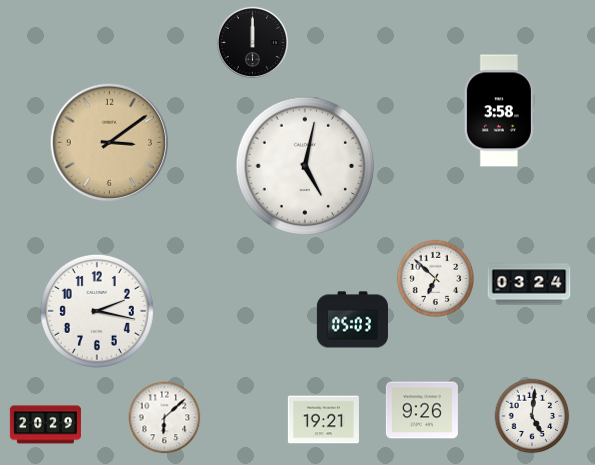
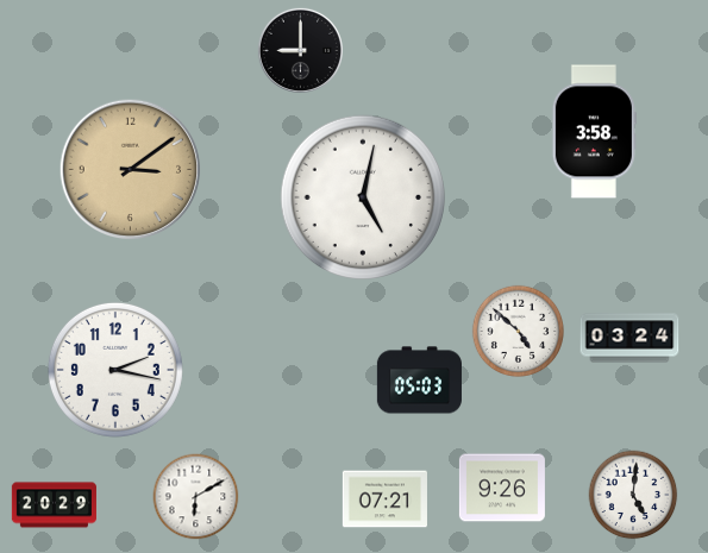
clock at (252, 42): 12:00 -> 9:00
clock at (435, 278): 6:52 -> 4:52
clock at (165, 418): 6:08 -> 6:10
clock at (323, 420): 19:21 -> 07:21
